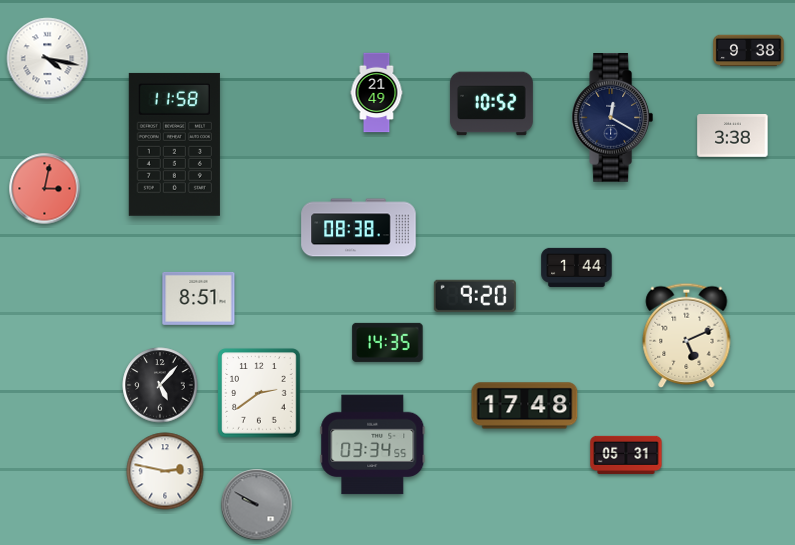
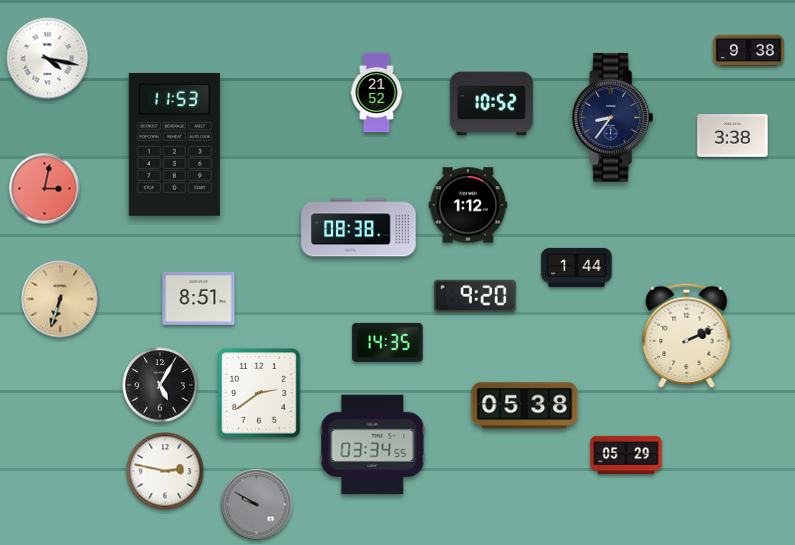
clock at (377, 93): 21:49 -> 21:52
clock at (612, 118): 12:20 -> 8:36
clock at (174, 144): 11:58 -> 11:53
clock at (468, 205): none -> 1:12
clock at (60, 299): none -> 6:33
clock at (687, 335): 5:11 -> 2:11
clock at (160, 385): 5:07 -> 5:05
clock at (525, 406): 17:48 -> 05:38
clock at (626, 455): 05:31 -> 05:29
